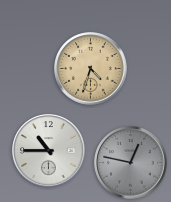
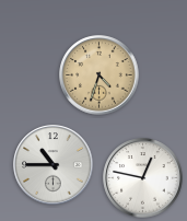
clock at (131, 163) dial: grey -> white
